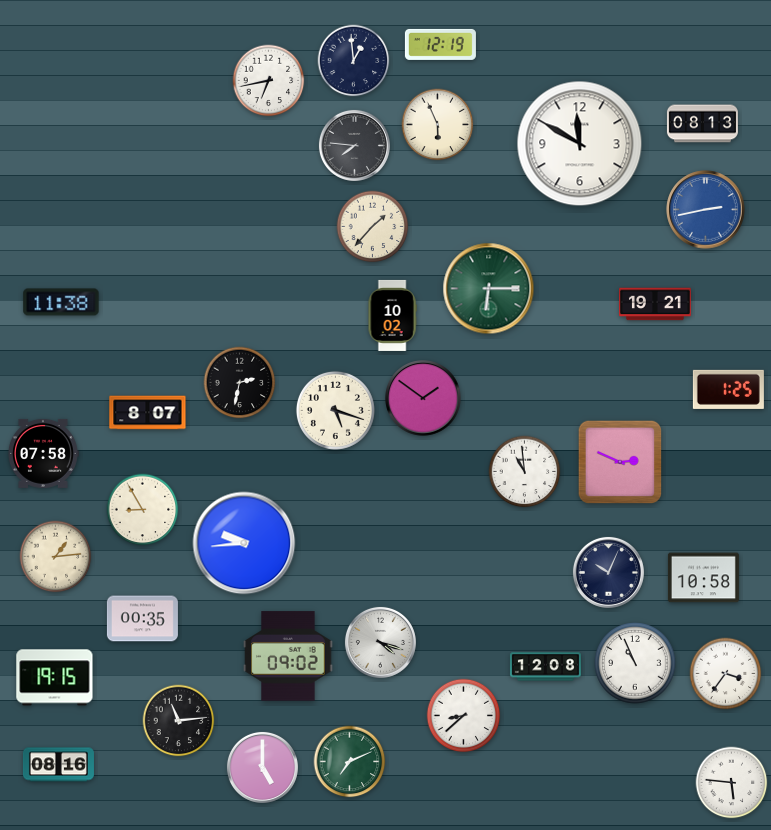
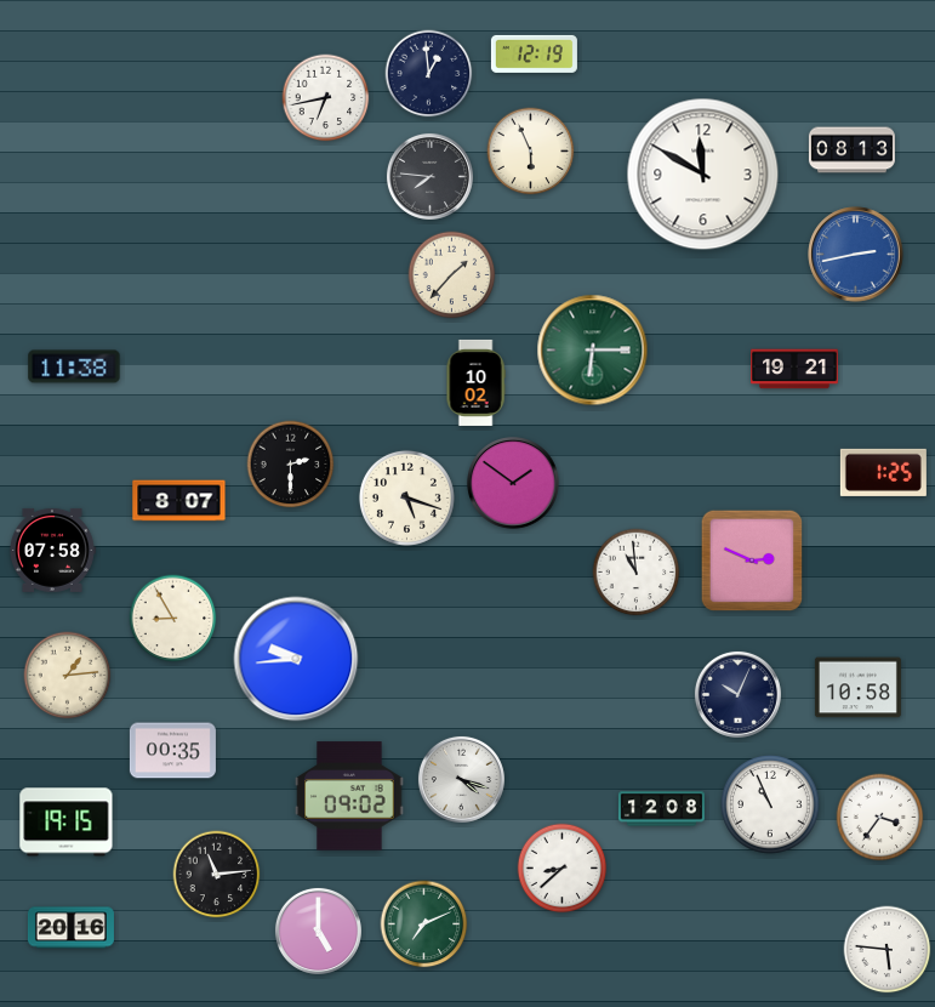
clock at (240, 383): 2:32 -> 2:30
clock at (703, 578) position: (703, 578) -> (857, 688)
clock at (58, 765): 08:16 -> 20:16
